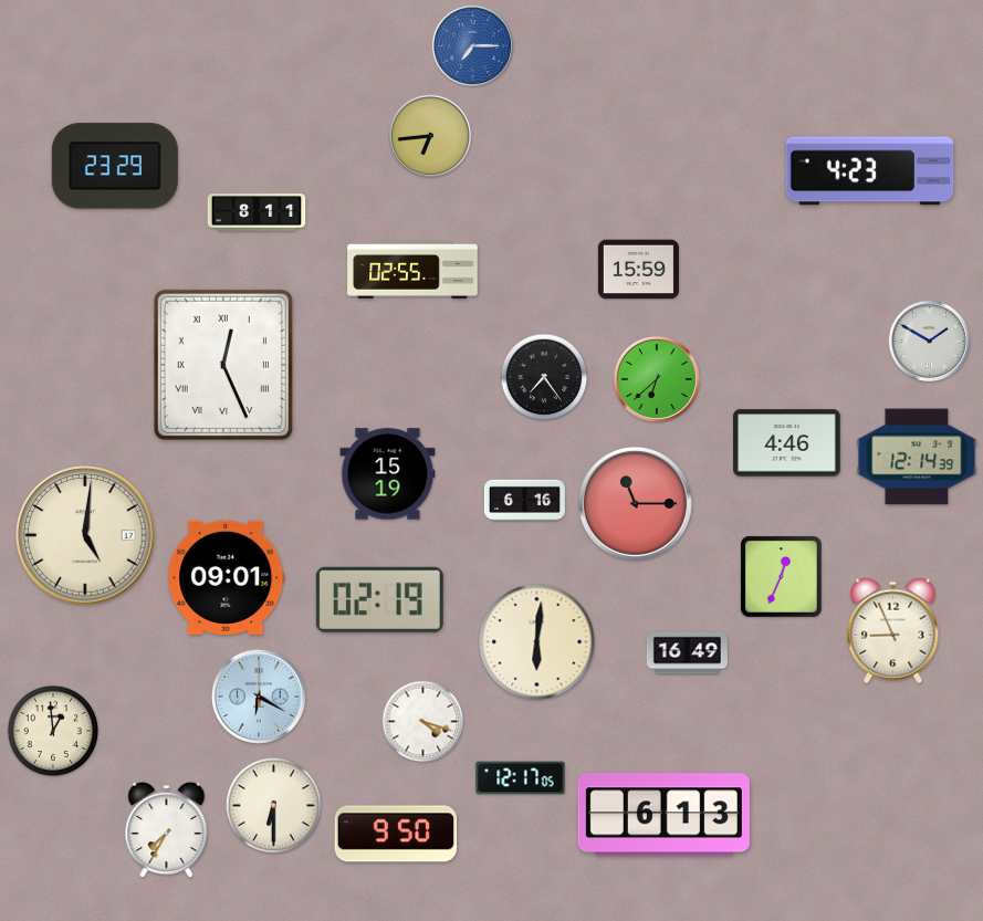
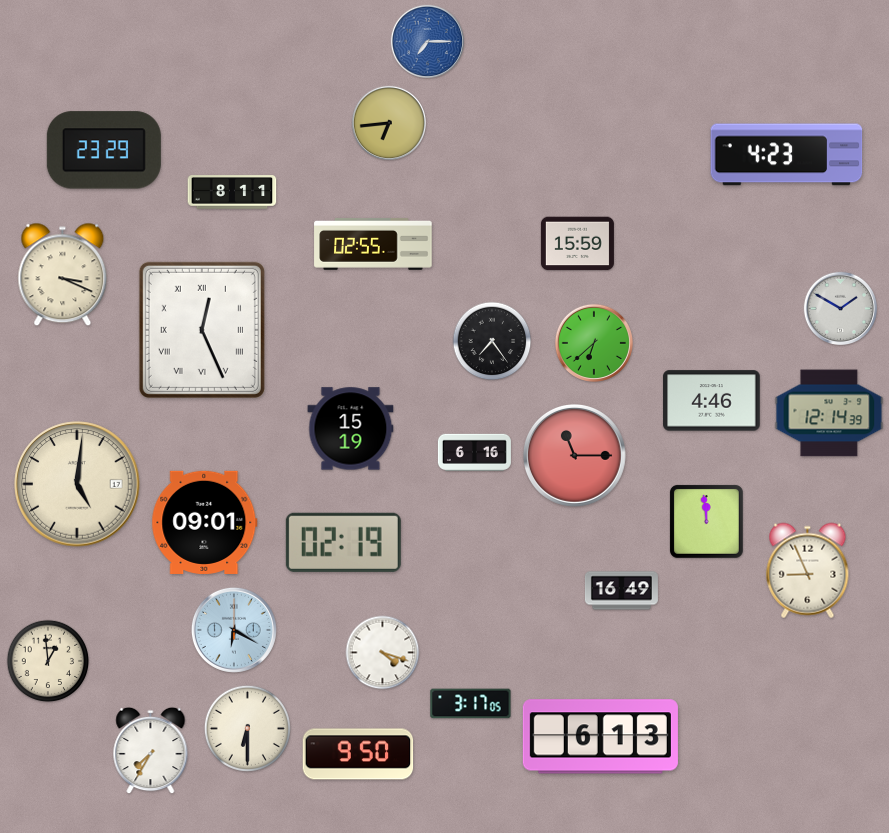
clock at (63, 275): none -> 3:19
clock at (782, 577): 12:34 -> 11:59
clock at (537, 642): 6:01 -> none
clock at (521, 778): 12:17 -> 3:17
